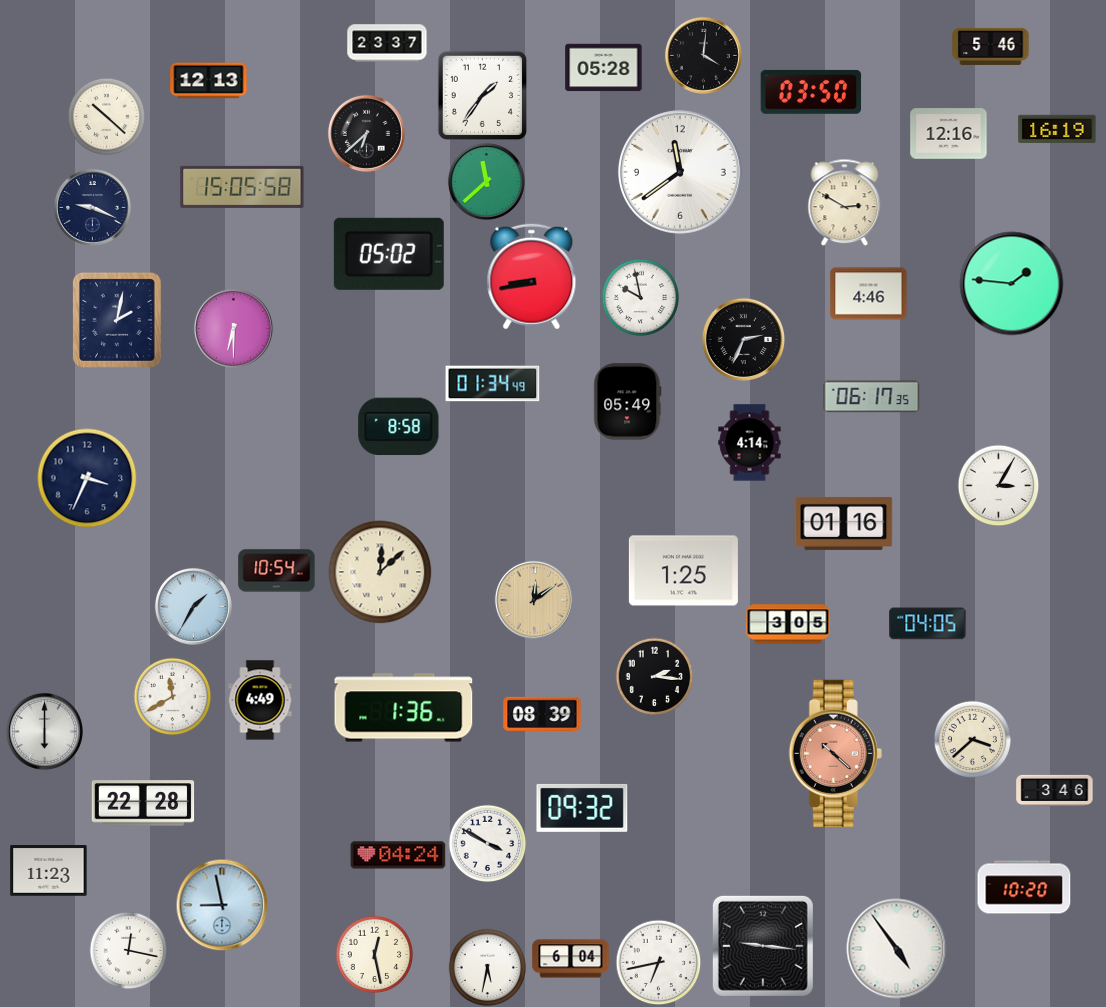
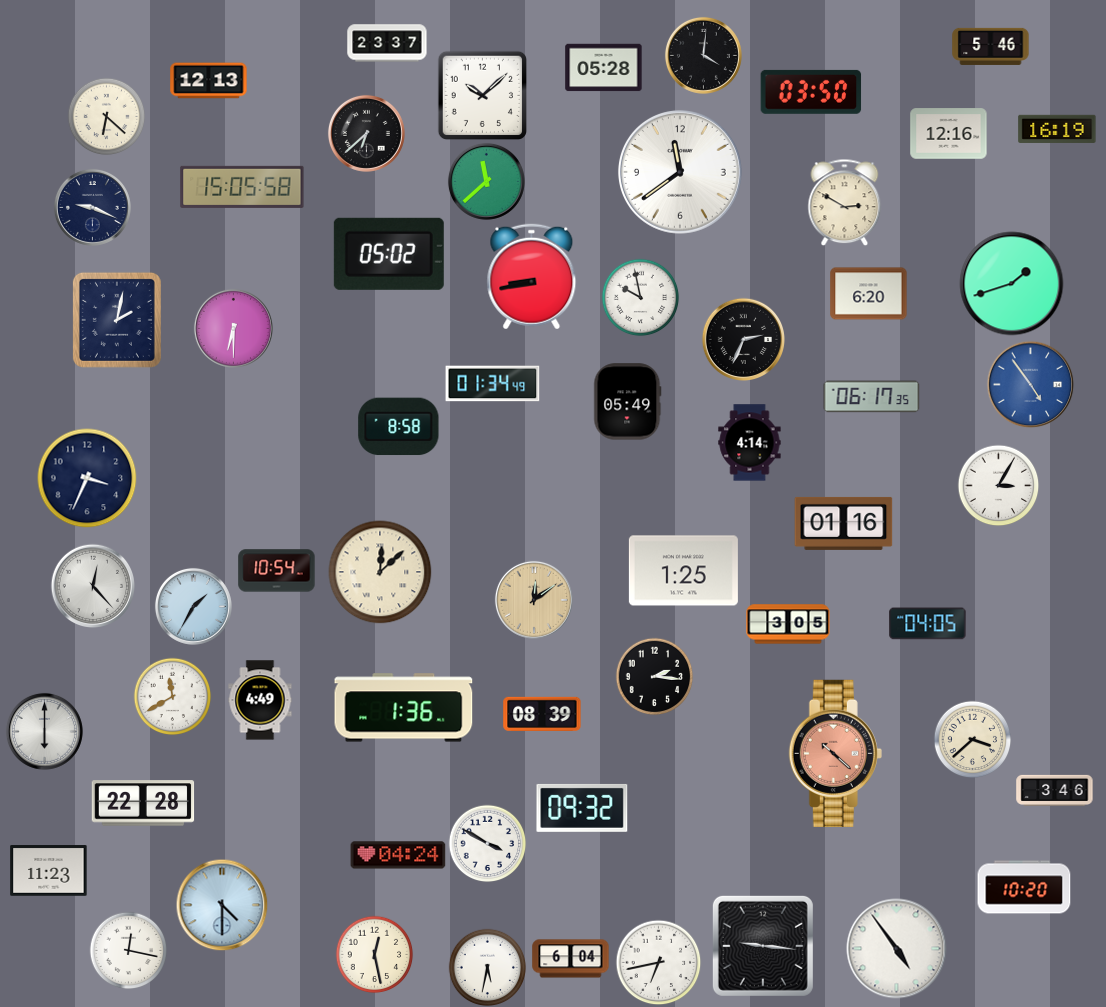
clock at (482, 95): 1:36 -> 10:08
clock at (106, 116): 10:22 -> 6:22
clock at (1012, 284): 1:46 -> 1:42
clock at (869, 294): 4:46 -> 6:20
clock at (1030, 384): none -> 4:54
clock at (93, 586): none -> 12:23
clock at (222, 905): 8:58 -> 4:30
